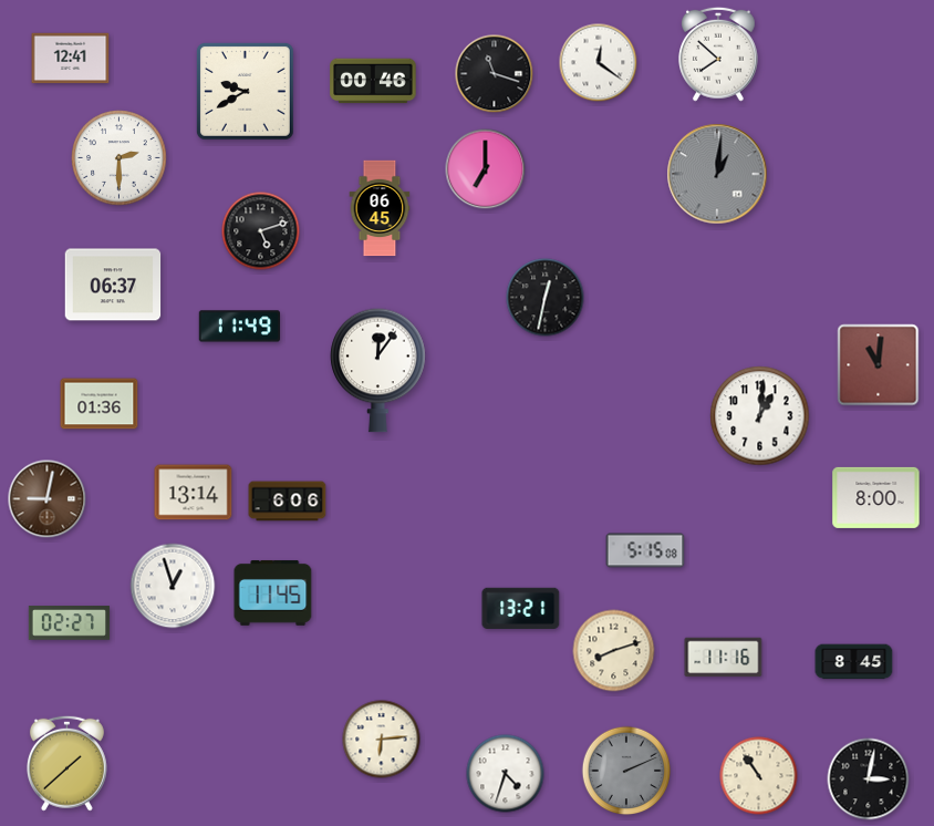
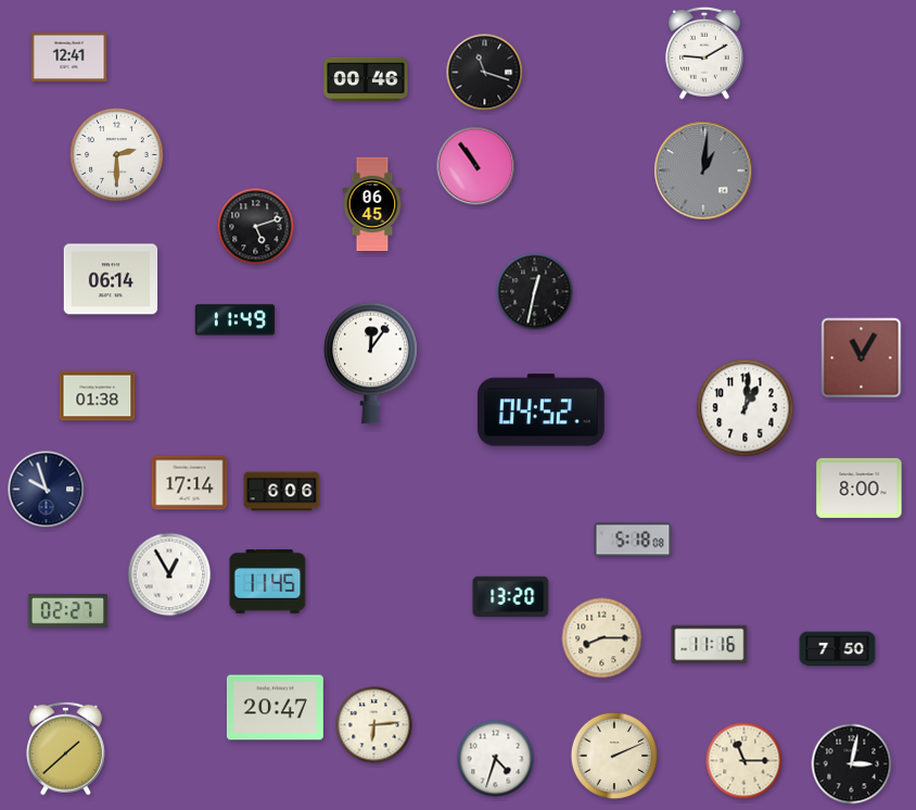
clock at (719, 54): 7:52 -> 9:10
clock at (599, 63): 12:21 -> none
clock at (245, 91): 9:40 -> none
clock at (486, 169): 7:00 -> 10:54
clock at (113, 285): 06:37 -> 06:14
clock at (879, 365): 11:01 -> 11:05
clock at (100, 404): 01:36 -> 01:38
clock at (540, 410): none -> 04:52
clock at (194, 493): 13:14 -> 17:14
clock at (48, 499): 9:02 -> 9:57
clock at (48, 499) dial: brown -> navy
clock at (645, 550): 5:15 -> 5:18
clock at (173, 586): 12:57 -> 12:55
clock at (521, 608): 13:21 -> 13:20
clock at (614, 651): 8:12 -> 8:15
clock at (854, 662): 8:45 -> 7:50
clock at (275, 708): none -> 20:47
clock at (626, 771) dial: grey -> cream
clock at (759, 776): 10:54 -> 11:15
